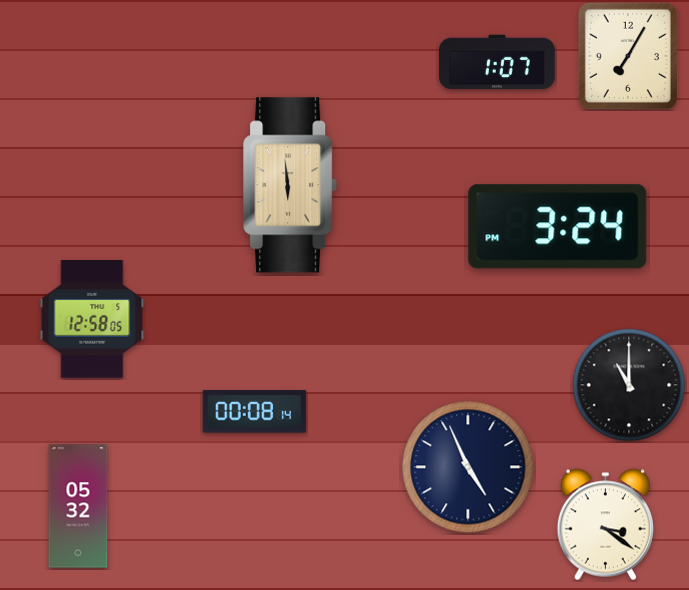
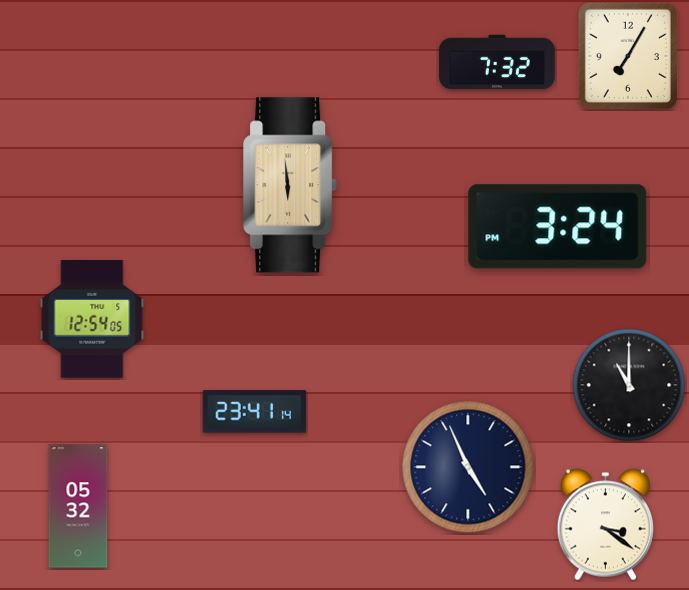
clock at (498, 62): 1:07 -> 7:32
clock at (92, 319): 12:58 -> 12:54
clock at (255, 412): 00:08 -> 23:41
